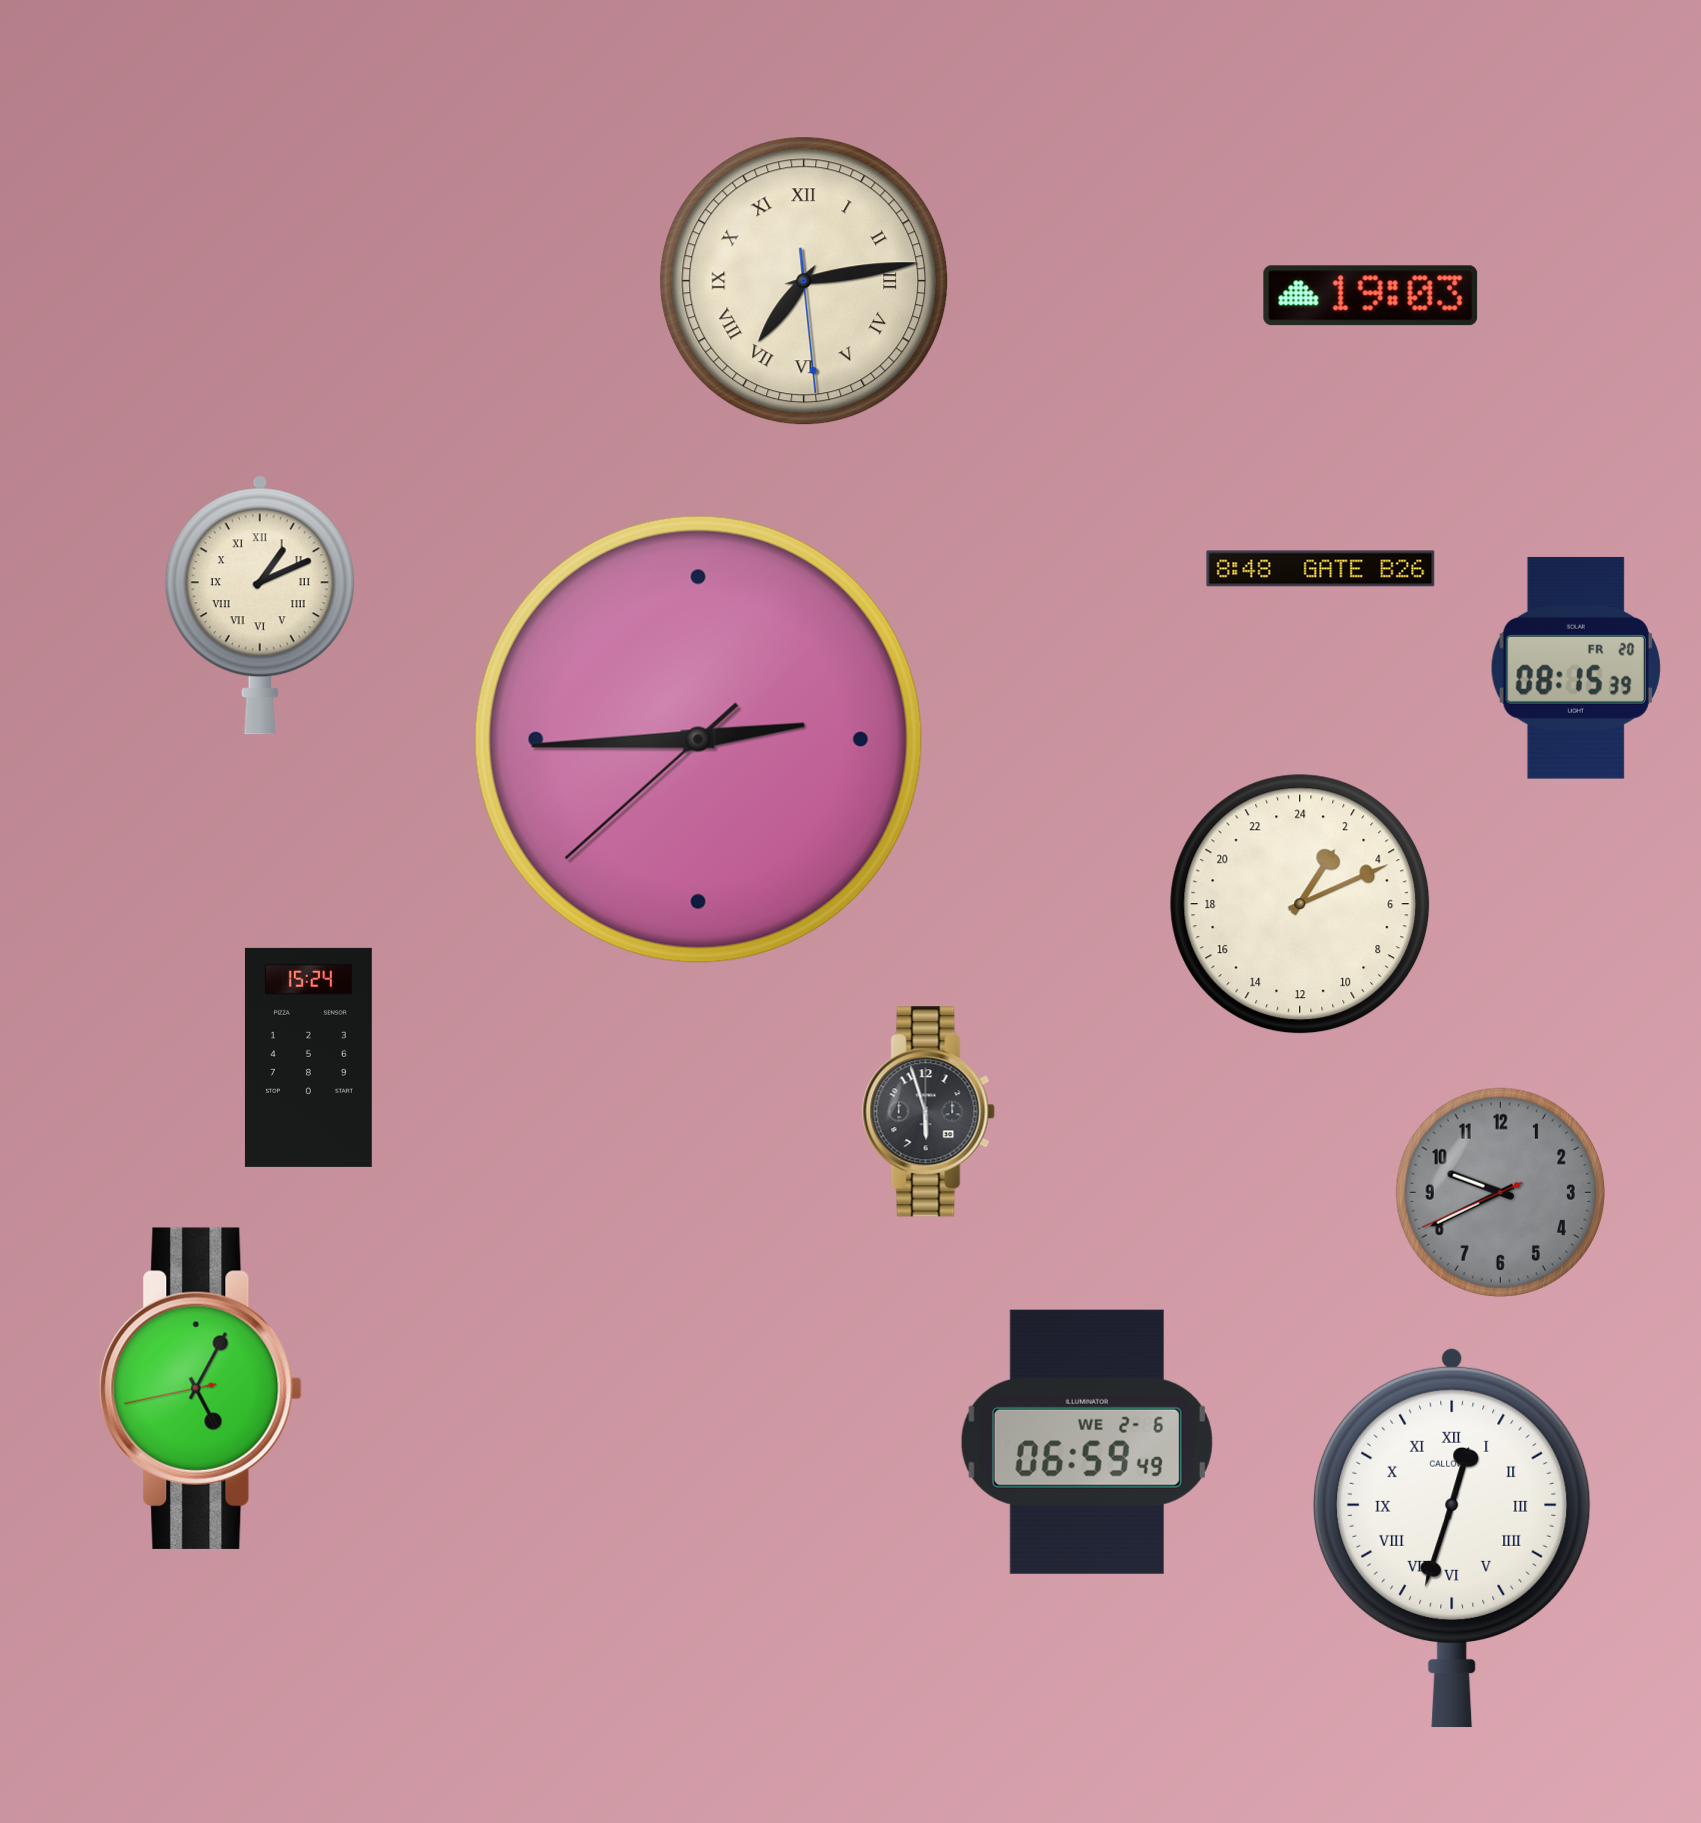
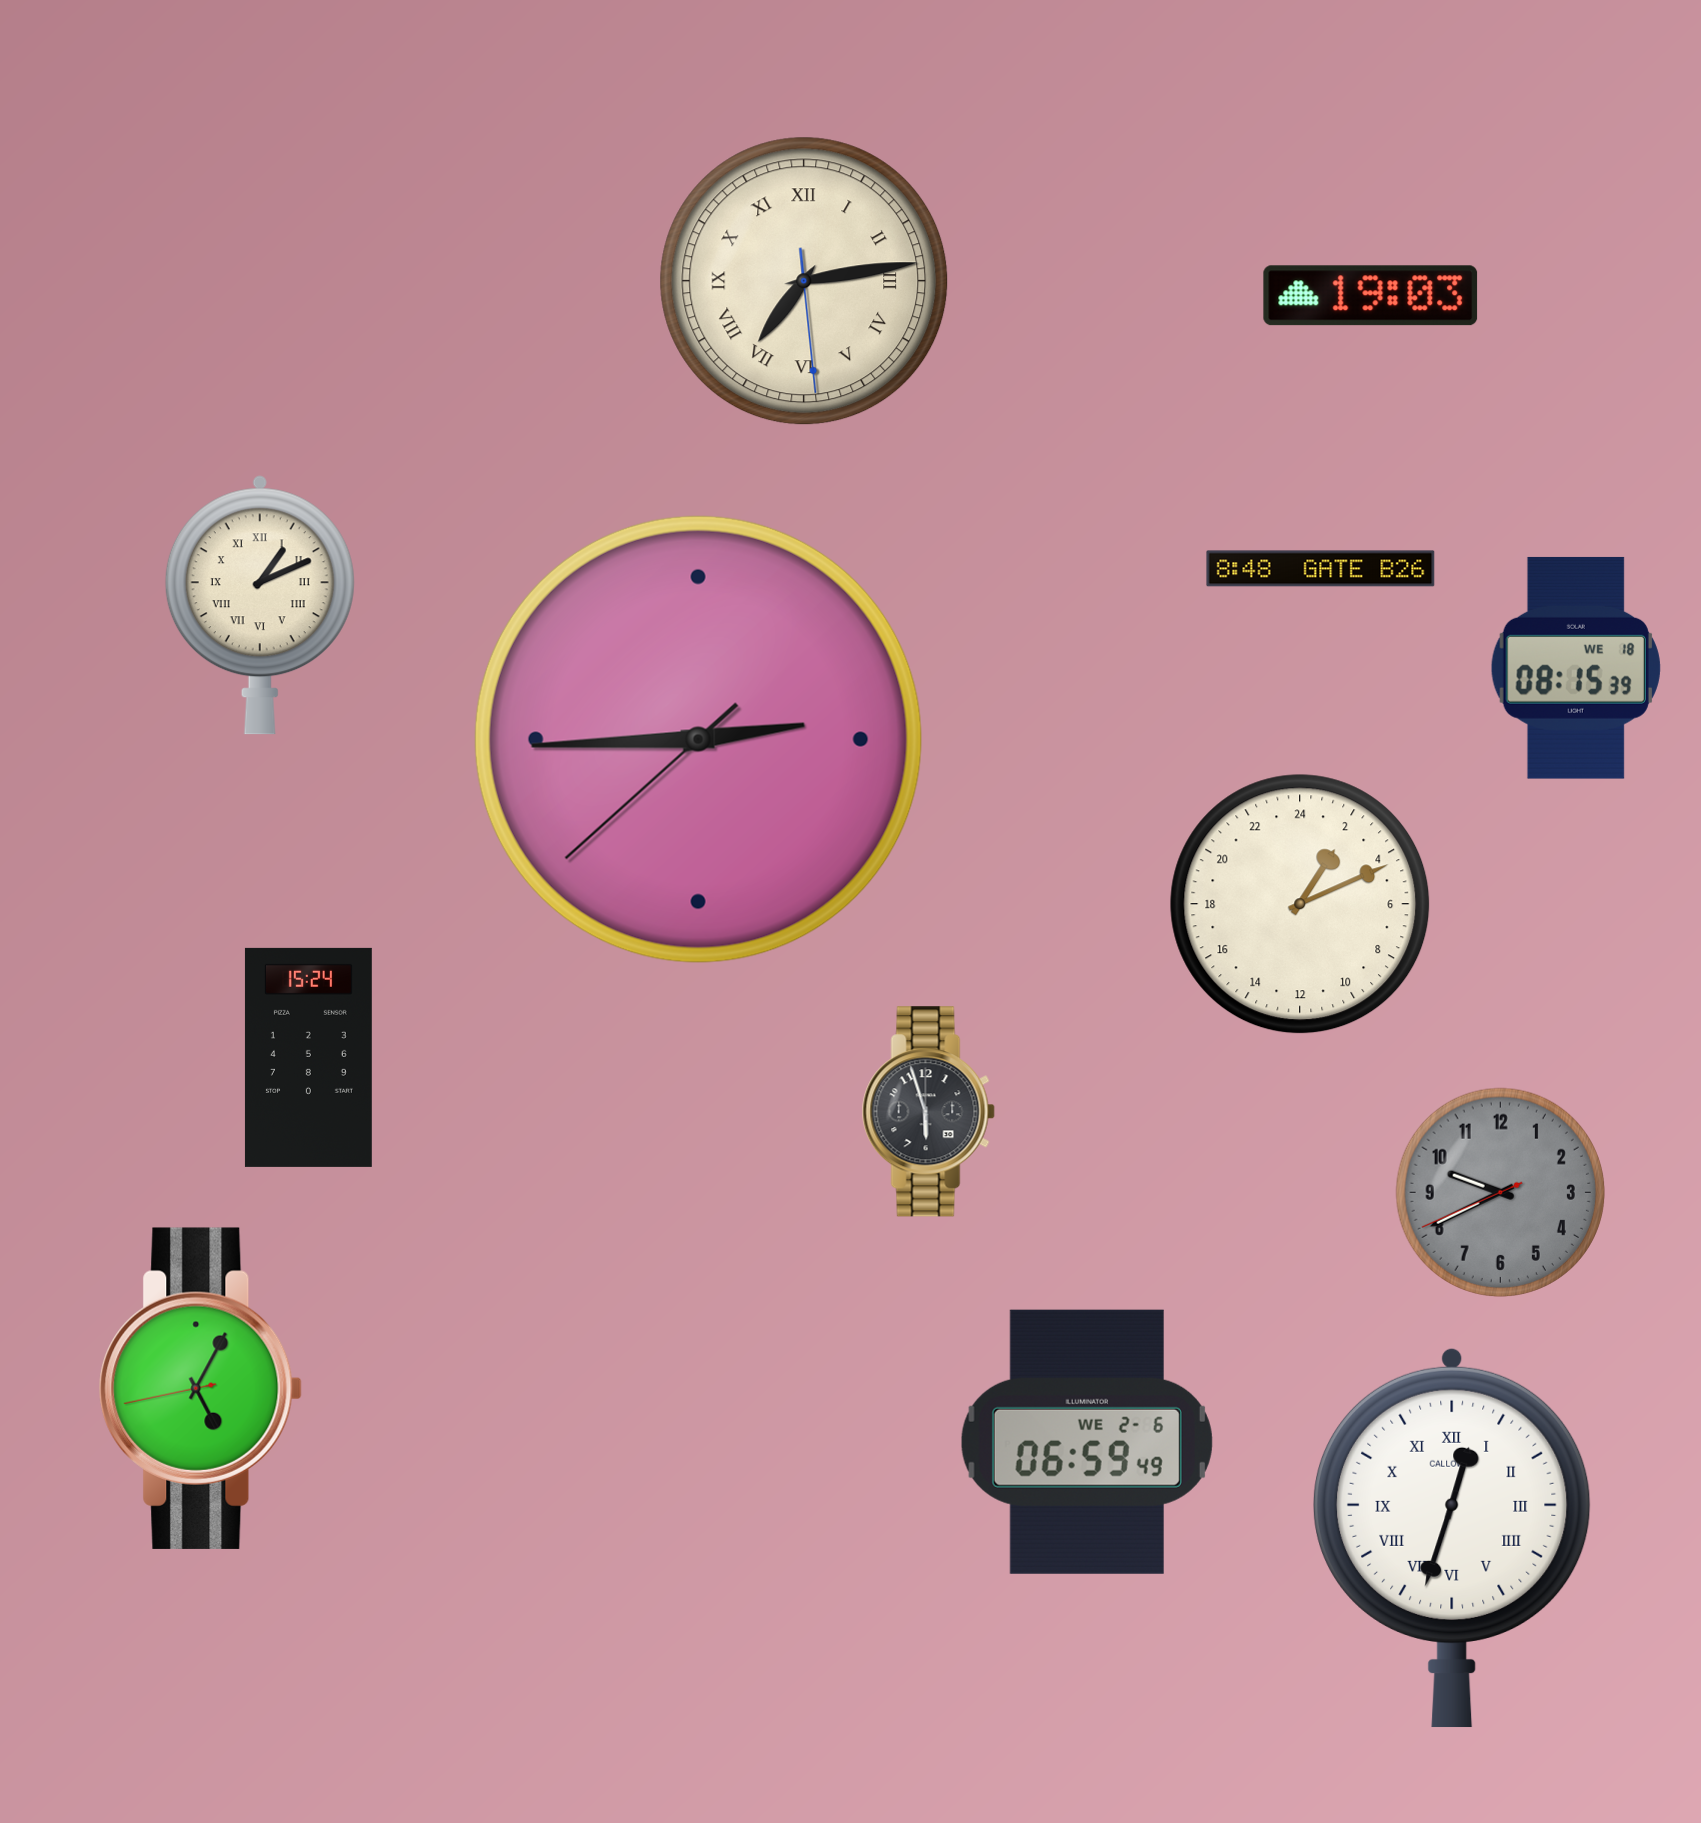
clock at (1576, 668) date: FR 20 -> WE 18
